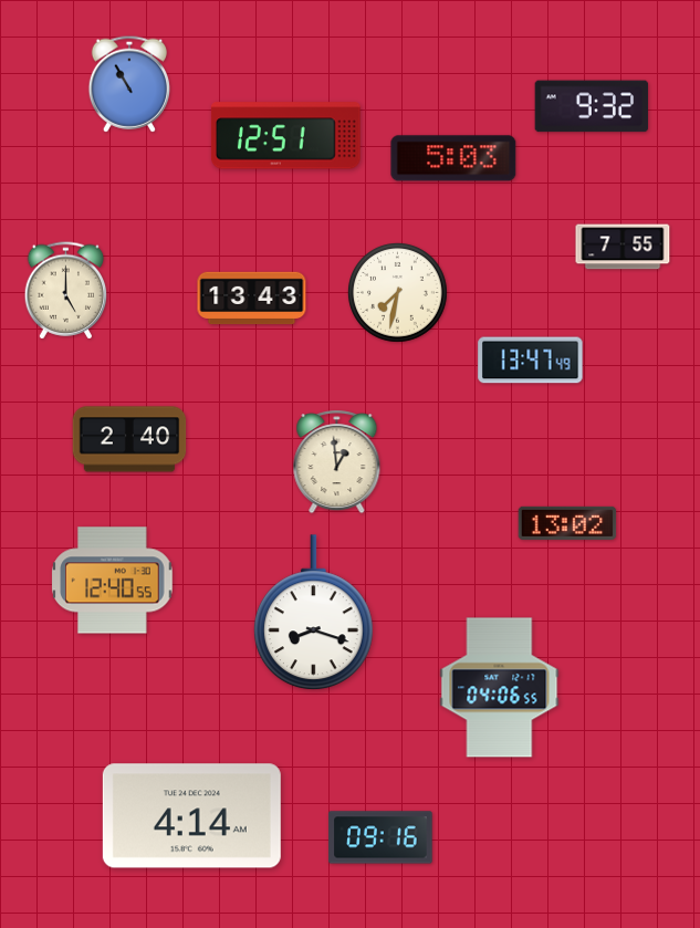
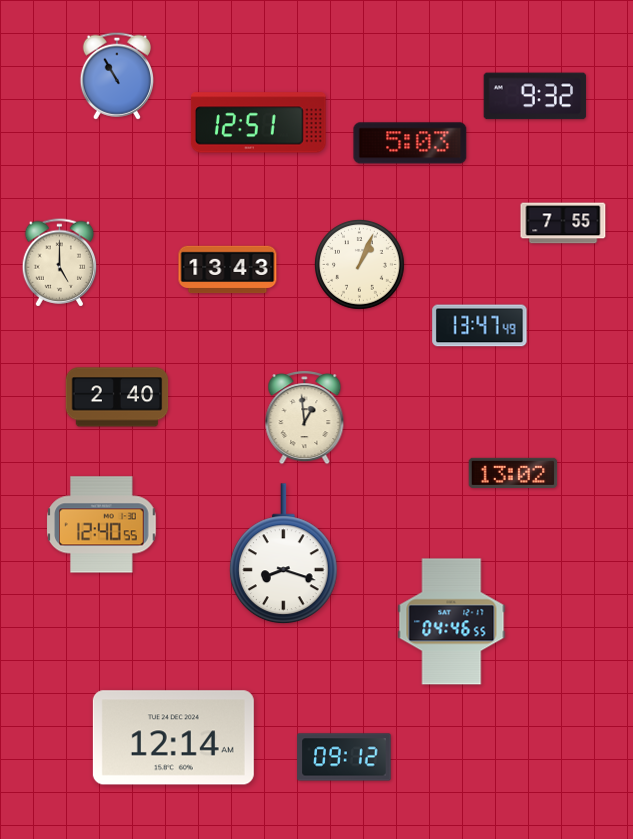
clock at (398, 293): 7:32 -> 1:04
clock at (500, 688): 04:06 -> 04:46
clock at (191, 816): 4:14 -> 12:14
clock at (380, 837): 09:16 -> 09:12
